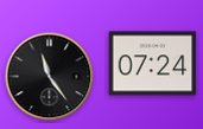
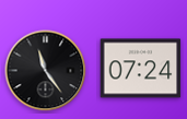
clock at (153, 64) position: (153, 64) -> (141, 69)
